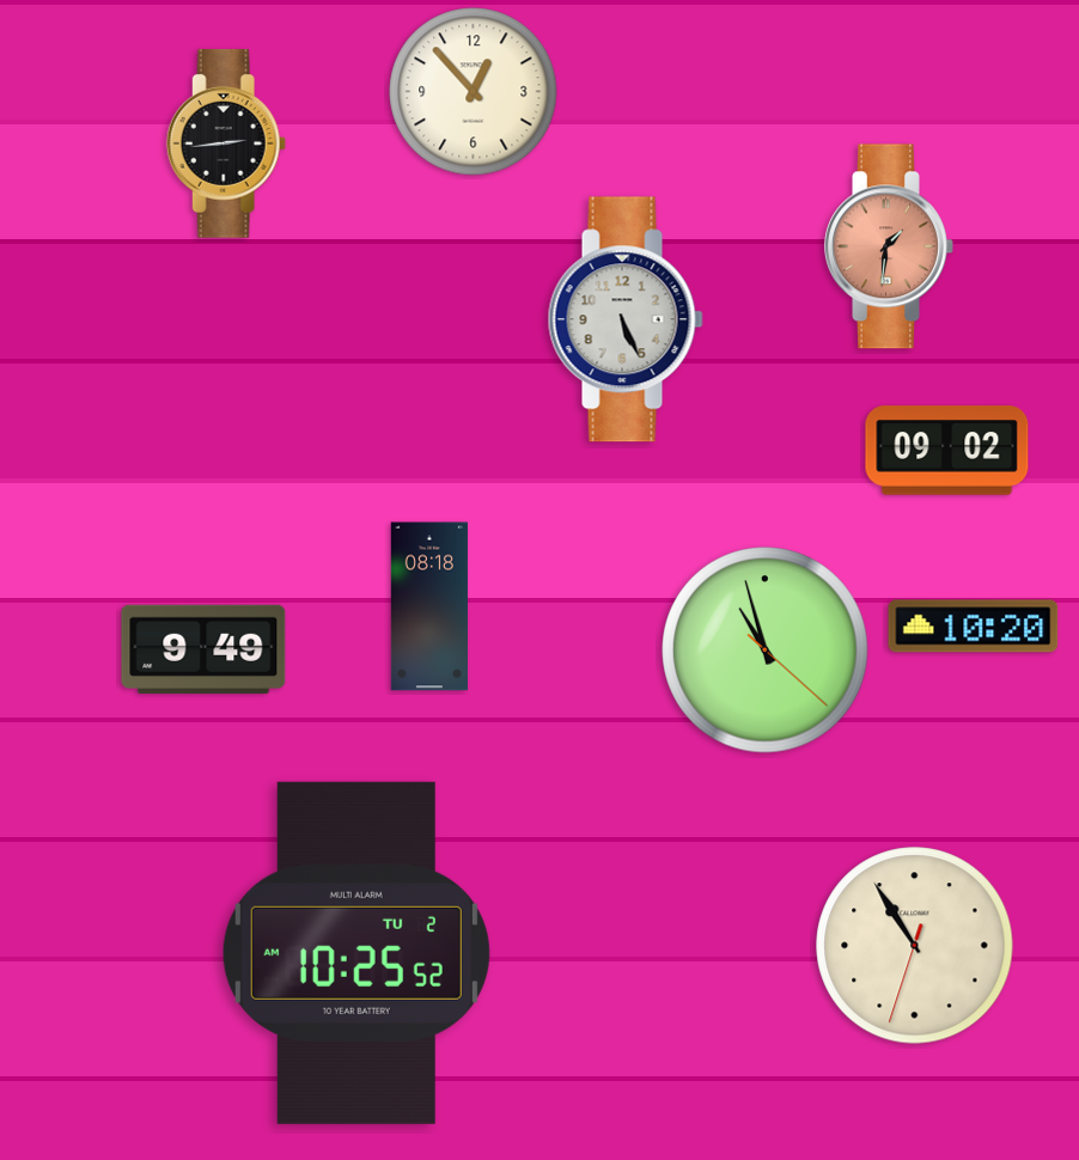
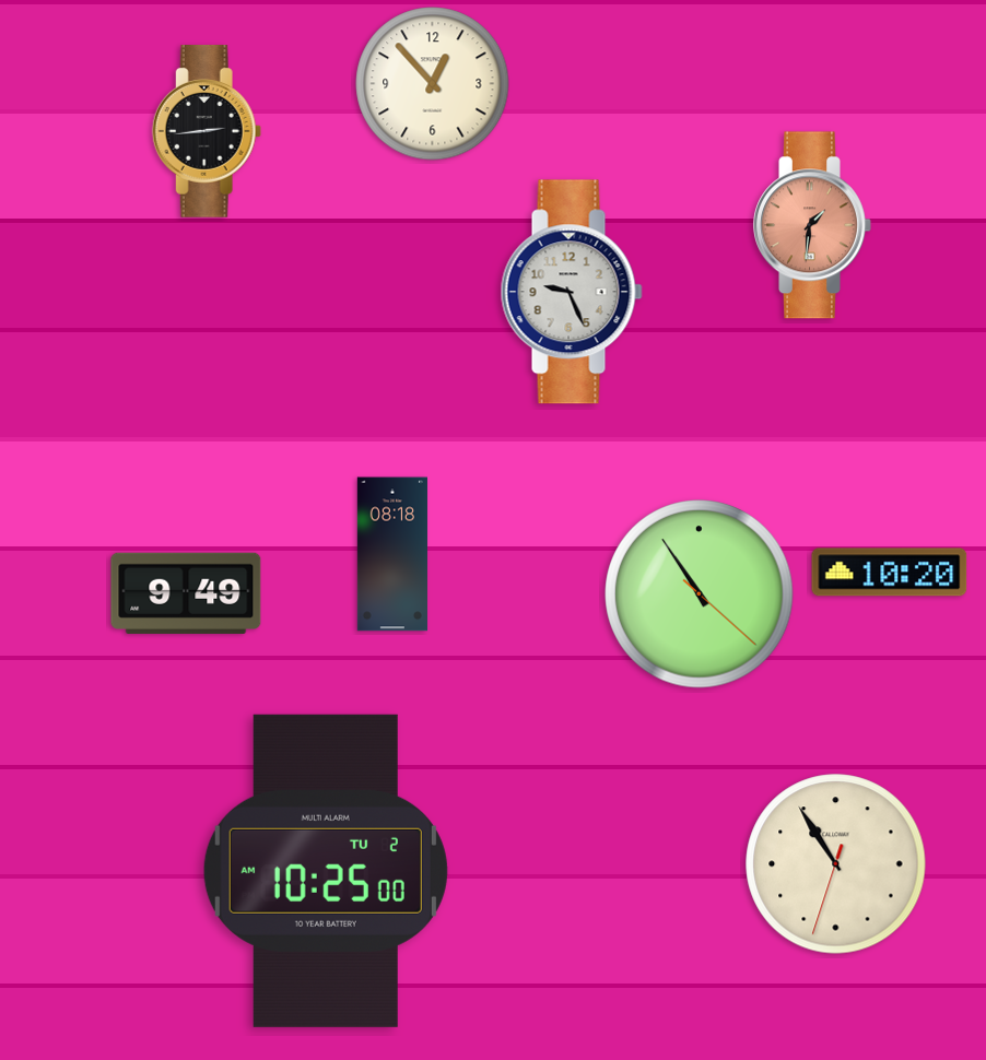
clock at (626, 319): 5:26 -> 9:26
clock at (947, 451): 09:02 -> none
clock at (766, 651): 10:57 -> 10:54
clock at (356, 953): 10:25:52 -> 10:25:00
